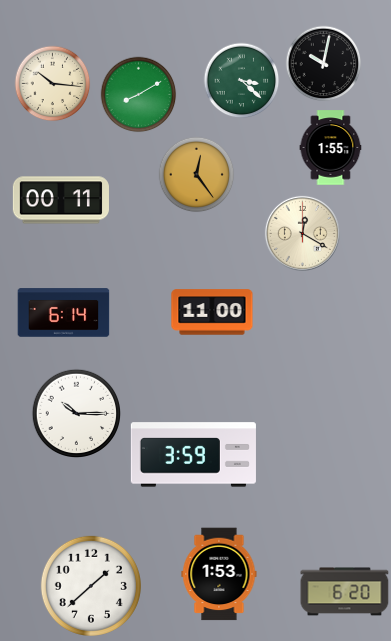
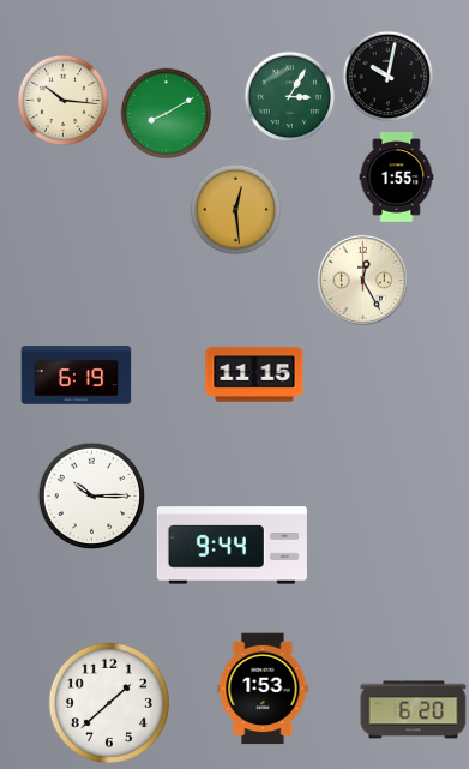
clock at (242, 81): 3:22 -> 3:05
clock at (197, 175): 12:24 -> 12:29
clock at (61, 200): 00:11 -> none
clock at (302, 233): 12:20 -> 12:25
clock at (212, 312): 11:00 -> 11:15
clock at (64, 313): 6:14 -> 6:19
clock at (193, 455): 3:59 -> 9:44
